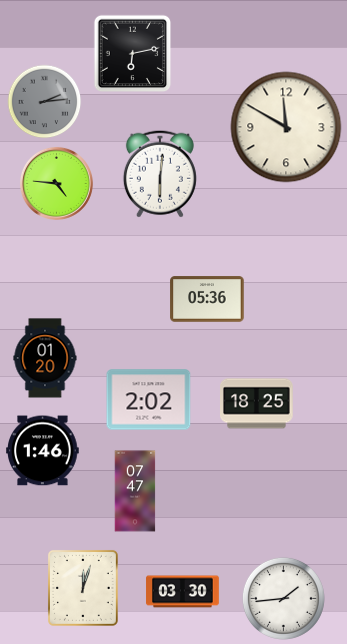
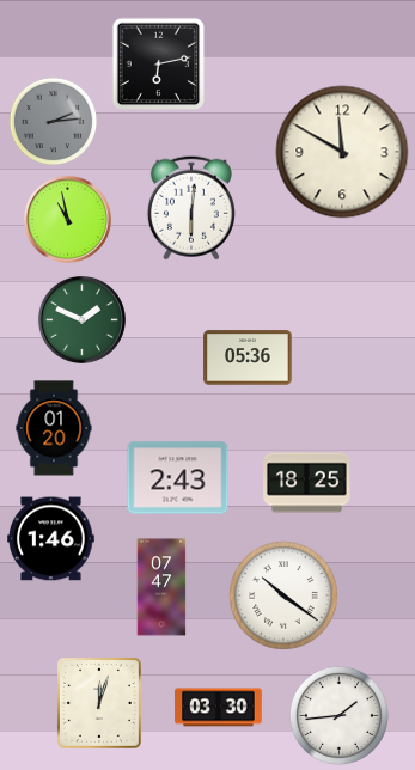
clock at (56, 183): 4:46 -> 10:58
clock at (81, 319): none -> 1:49
clock at (149, 400): 2:02 -> 2:43
clock at (283, 595): none -> 10:21
